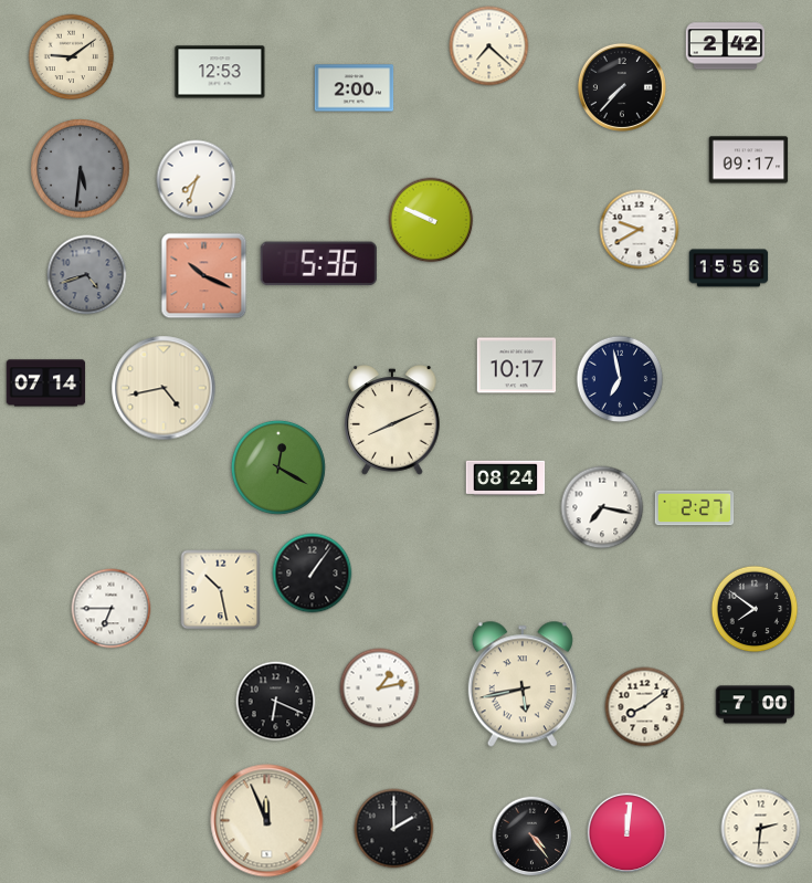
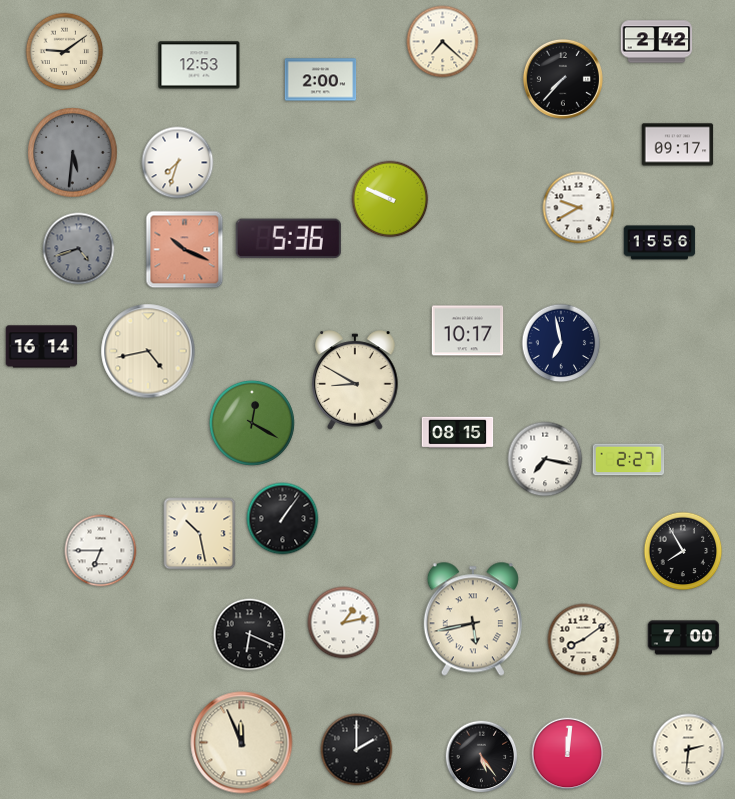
clock at (46, 383): 07:14 -> 16:14
clock at (392, 420): 8:11 -> 8:50
clock at (506, 479): 08:24 -> 08:15
clock at (755, 609): 7:51 -> 7:55
clock at (532, 837): 4:24 -> 5:24
